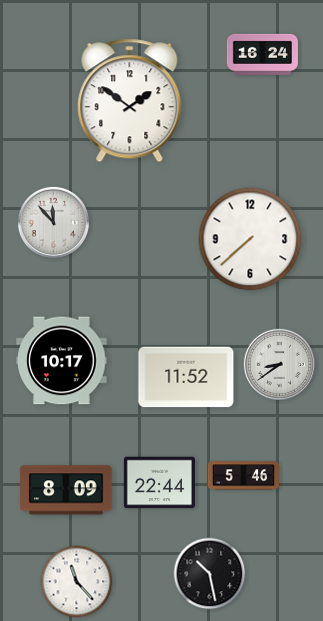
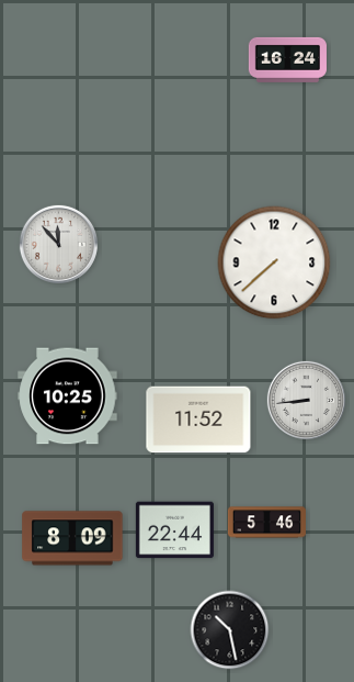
clock at (130, 101): 1:51 -> none
clock at (62, 361): 10:17 -> 10:25
clock at (279, 364): 8:39 -> 8:44
clock at (186, 377) position: (186, 377) -> (198, 420)
clock at (77, 582): 11:23 -> none
